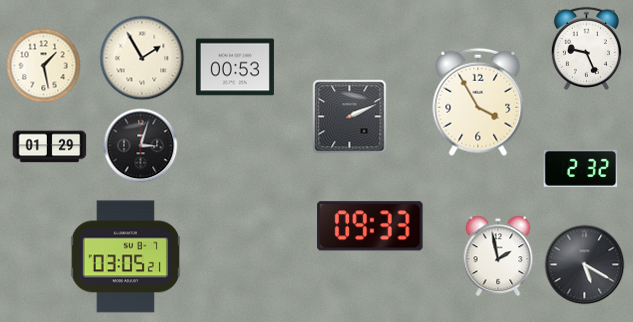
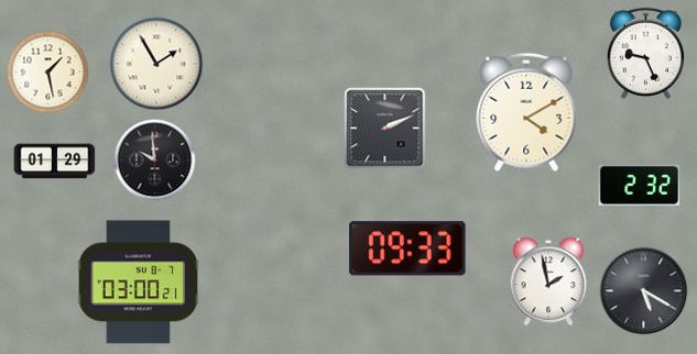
clock at (235, 67): 00:53 -> none
clock at (478, 102): 3:55 -> 4:10
clock at (141, 146): 3:03 -> 9:59
clock at (125, 257): 03:05 -> 03:00
